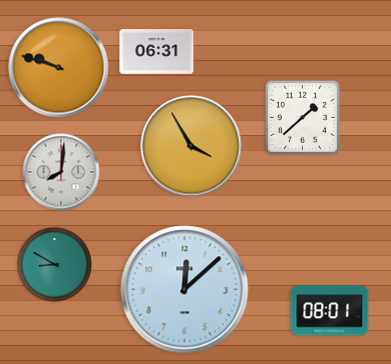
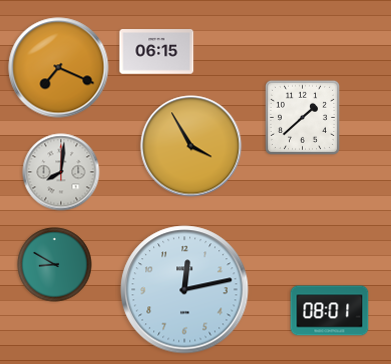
clock at (157, 52): 06:31 -> 06:15
clock at (59, 68): 9:48 -> 7:19
clock at (185, 290): 12:08 -> 12:13
